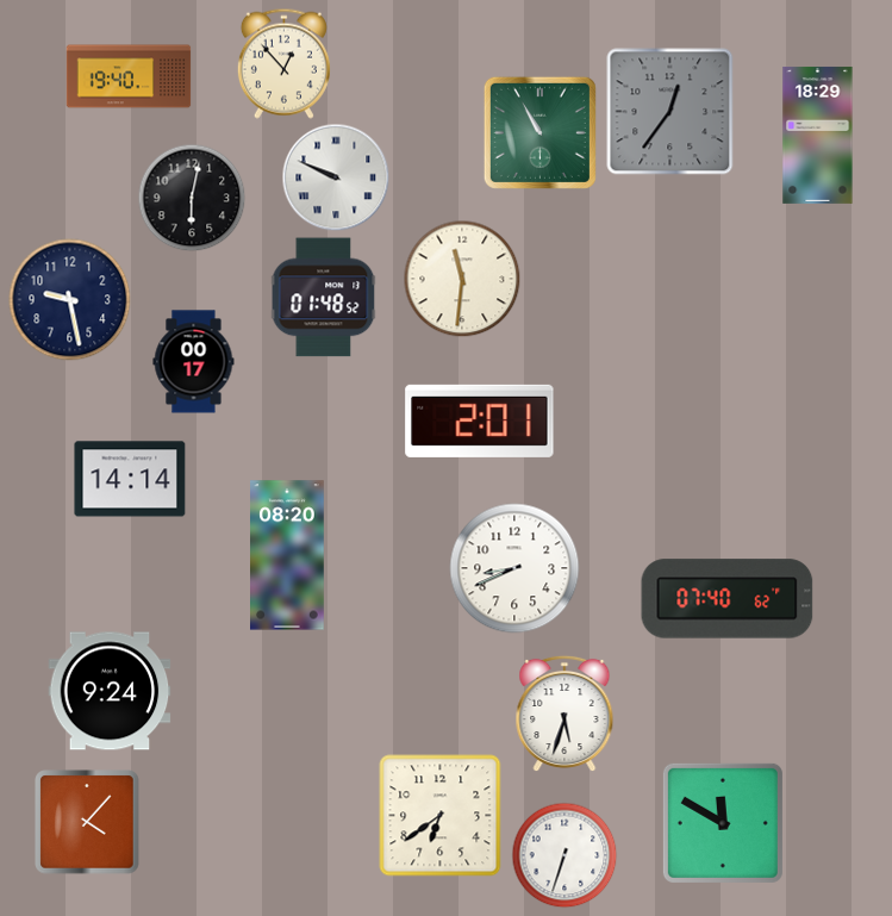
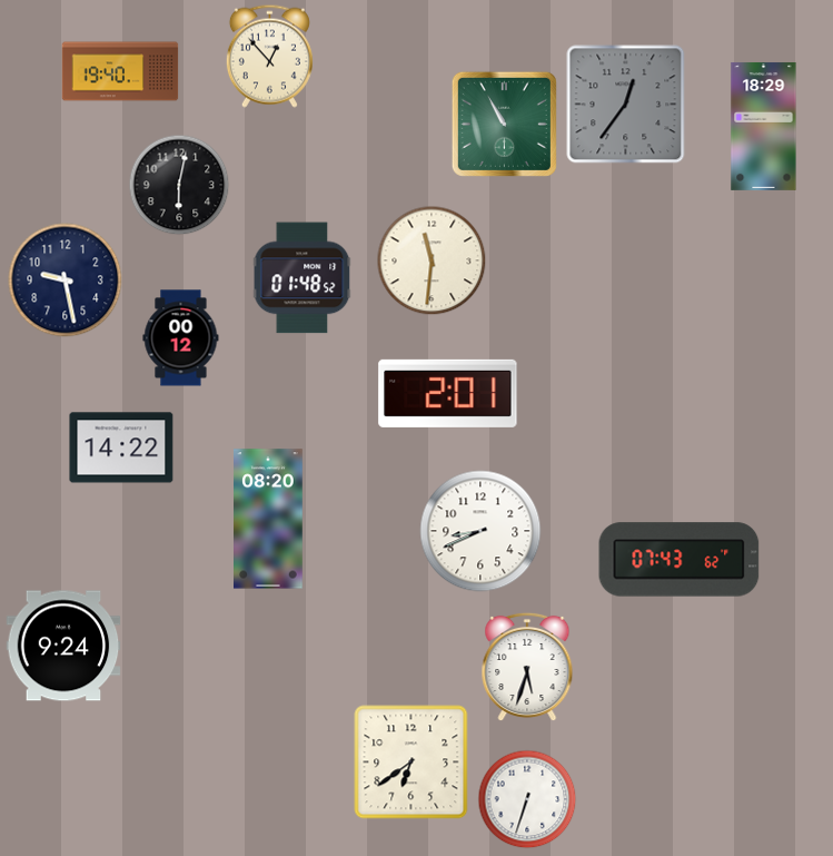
clock at (283, 63) position: (283, 63) -> (269, 56)
clock at (336, 177): 9:49 -> none
clock at (194, 362): 00:17 -> 00:12
clock at (130, 479): 14:14 -> 14:22
clock at (728, 599): 07:40 -> 07:43
clock at (110, 691) position: (110, 691) -> (63, 646)
clock at (87, 822): 4:07 -> none
clock at (723, 823): 11:50 -> none
